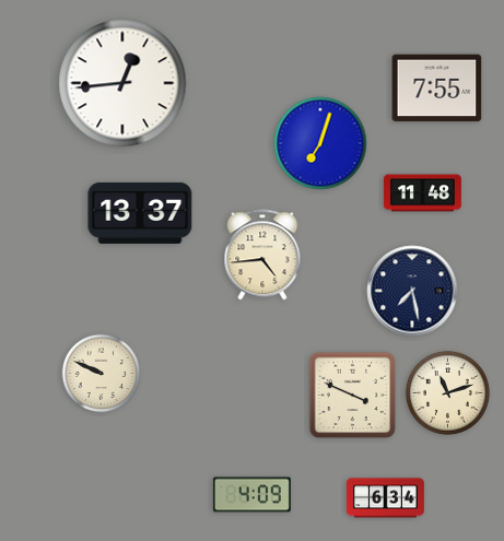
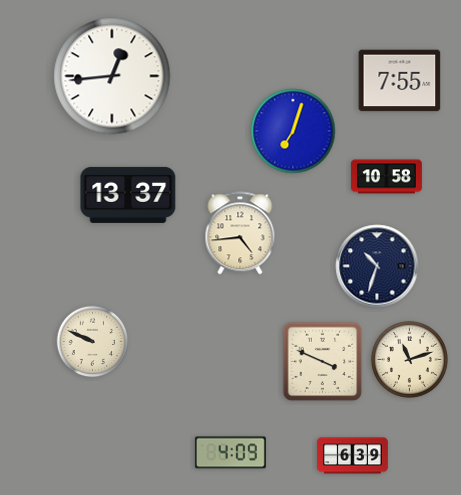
clock at (422, 193): 11:48 -> 10:58
clock at (412, 291): 7:28 -> 10:33
clock at (385, 498): 6:34 -> 6:39
